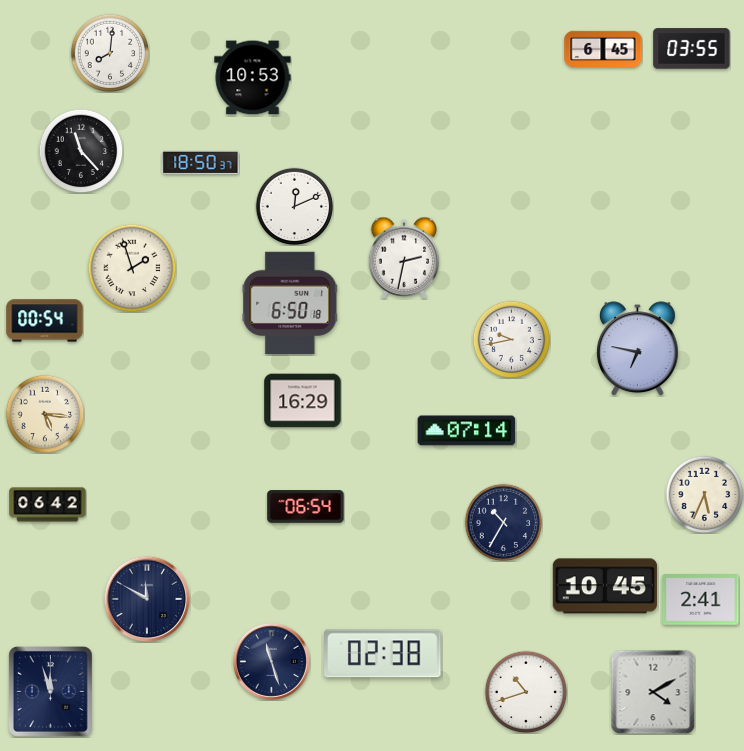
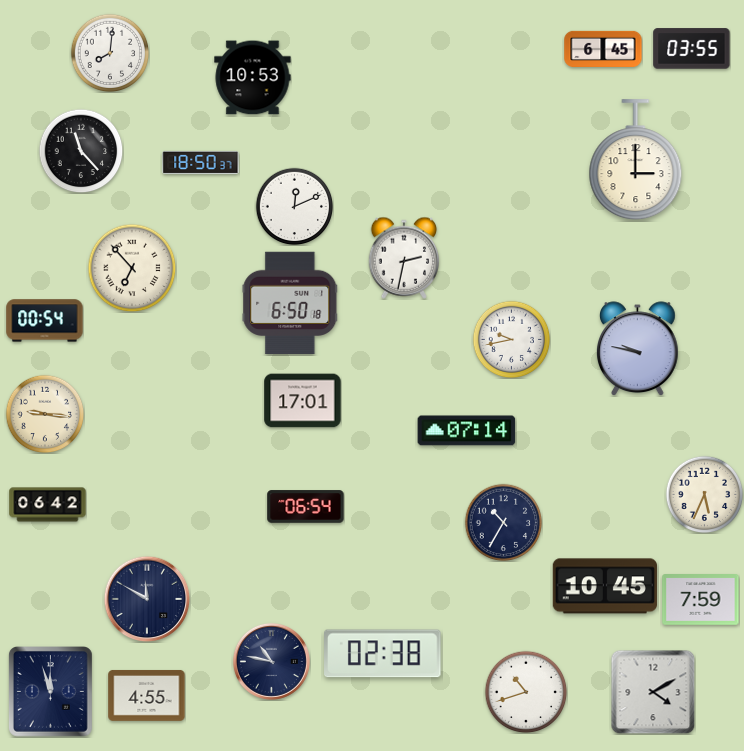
clock at (636, 160): none -> 3:00
clock at (132, 268): 1:57 -> 6:53
clock at (638, 349): 6:47 -> 9:47
clock at (303, 401): 16:29 -> 17:01
clock at (45, 414): 5:16 -> 9:16
clock at (701, 600): 2:41 -> 7:59
clock at (271, 661): 11:27 -> 10:47
clock at (147, 695): none -> 4:55
